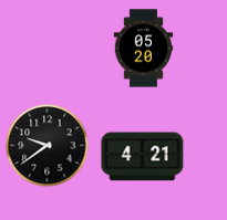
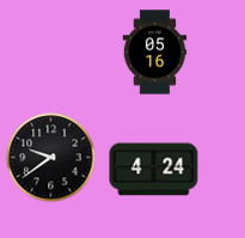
clock at (144, 49): 05:20 -> 05:16
clock at (143, 157): 4:21 -> 4:24
